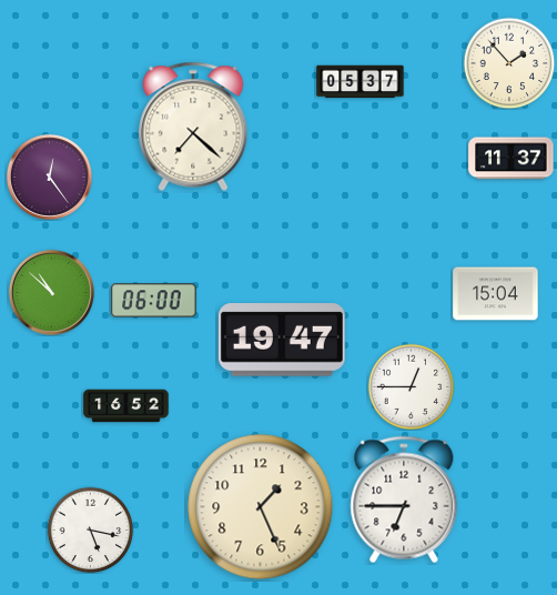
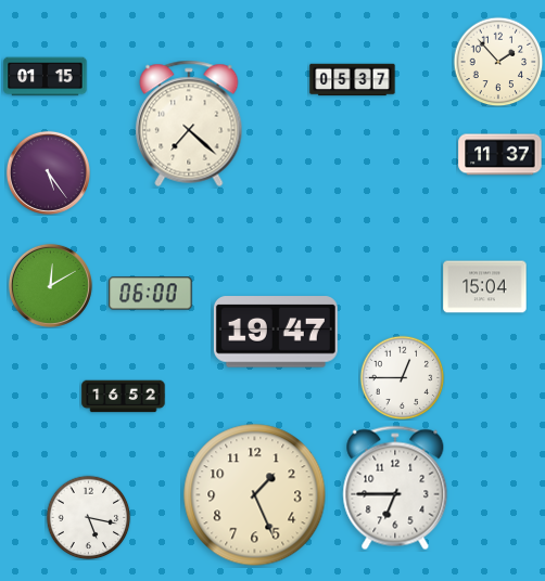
clock at (46, 77): none -> 01:15
clock at (49, 177): 12:24 -> 5:24
clock at (51, 292): 10:52 -> 12:10
